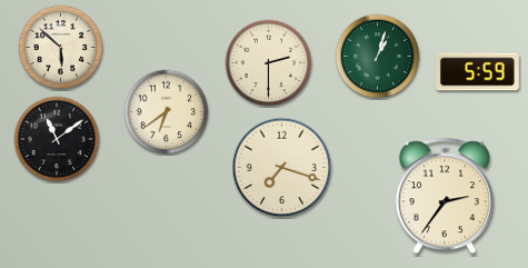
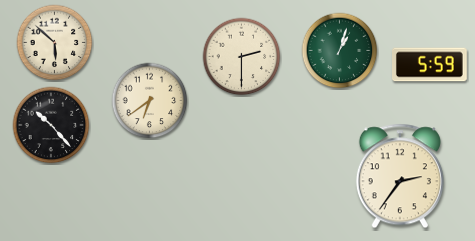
clock at (57, 139): 11:09 -> 10:23
clock at (282, 168): 7:18 -> none
